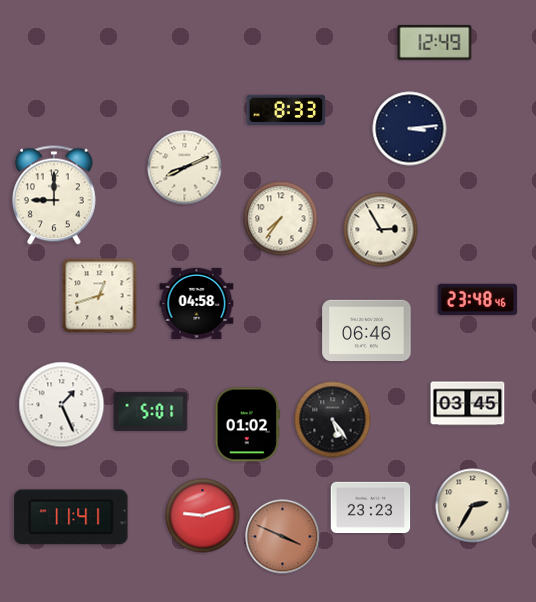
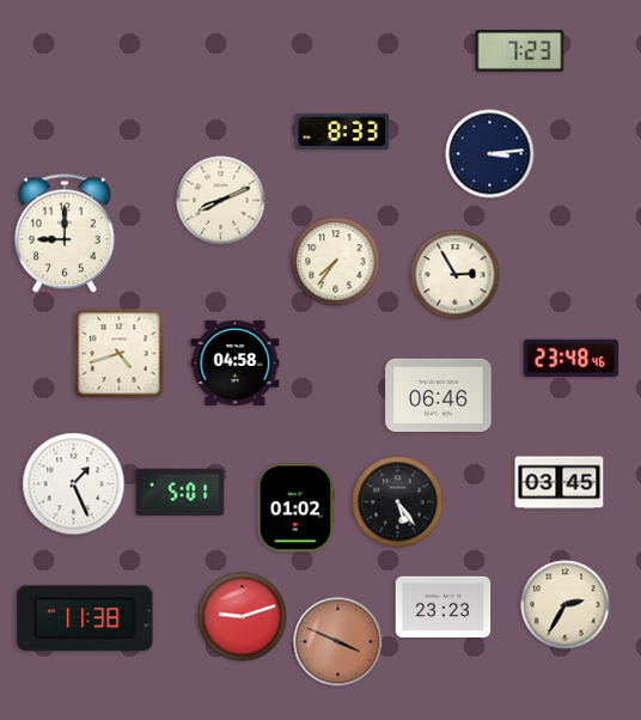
clock at (435, 42): 12:49 -> 7:23
clock at (100, 296): 12:42 -> 4:42
clock at (71, 517): 11:41 -> 11:38
